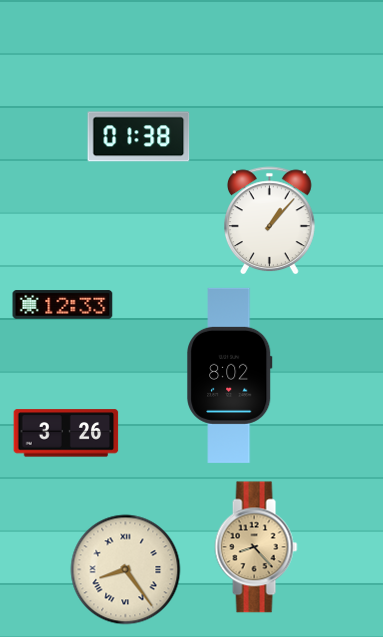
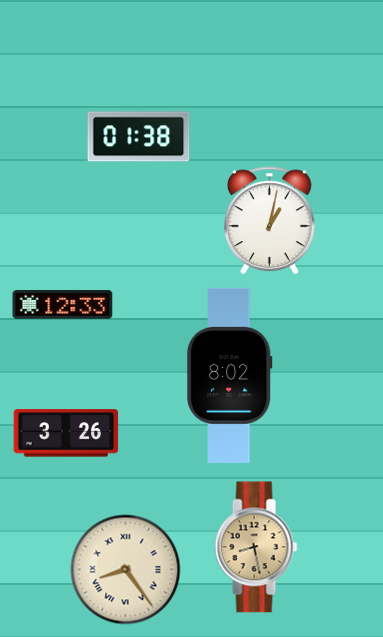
clock at (270, 221): 1:07 -> 1:02
clock at (256, 547): 8:23 -> 8:28
